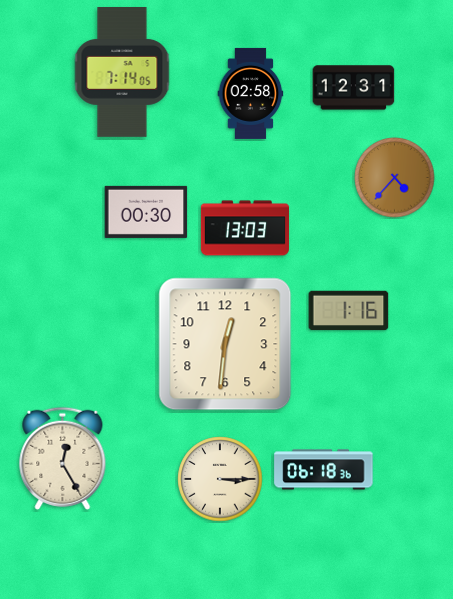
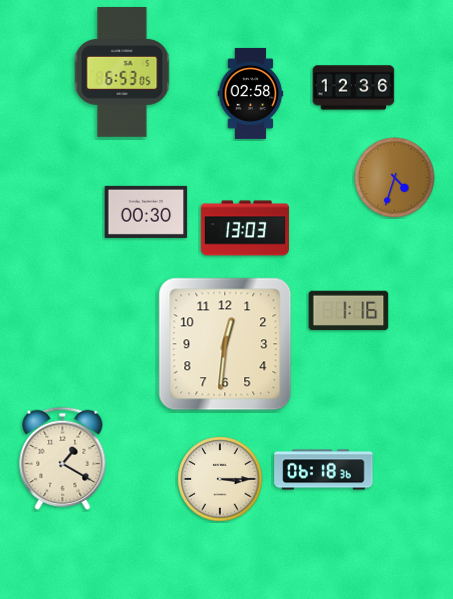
clock at (122, 73): 7:14 -> 6:53
clock at (354, 88): 12:31 -> 12:36
clock at (395, 178): 4:37 -> 4:33
clock at (63, 458): 12:25 -> 1:20
